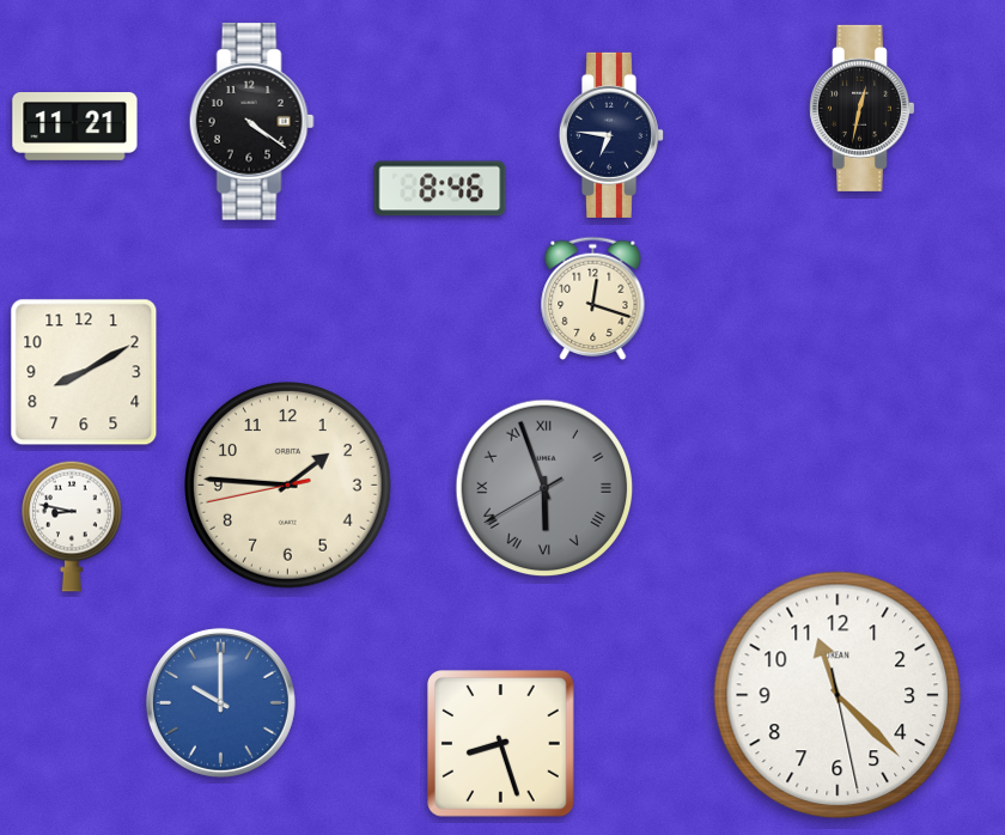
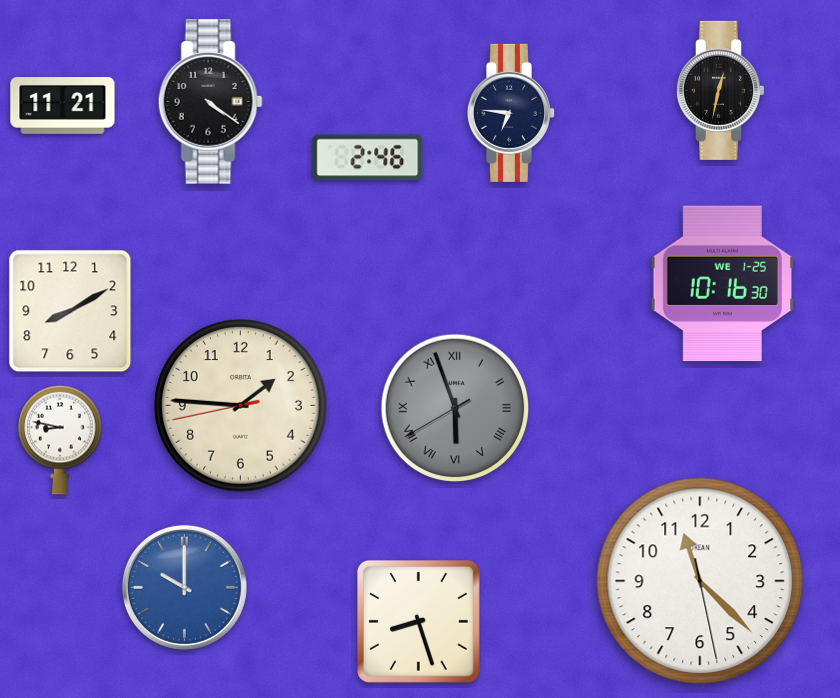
clock at (440, 189): 8:46 -> 2:46
clock at (593, 299): 12:18 -> none
clock at (722, 284): none -> 10:16
